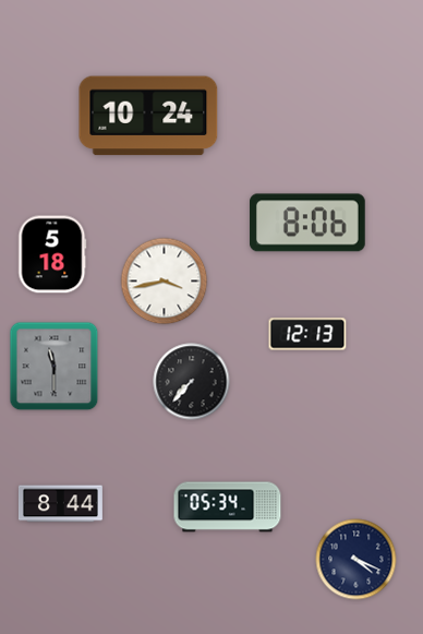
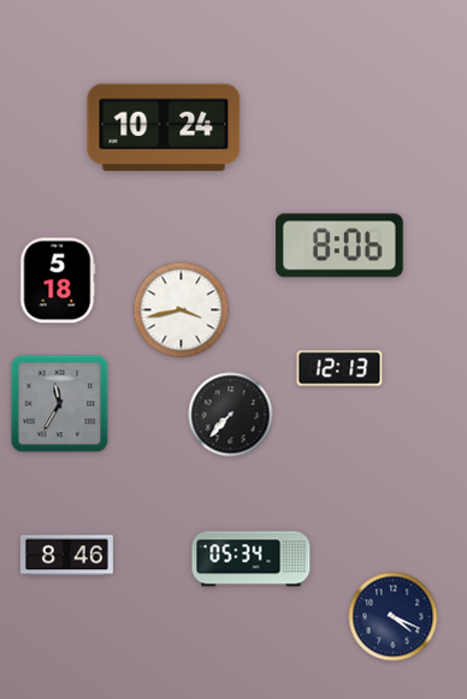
clock at (55, 367): 11:30 -> 11:35
clock at (192, 382) position: (192, 382) -> (231, 415)
clock at (60, 504): 8:44 -> 8:46
